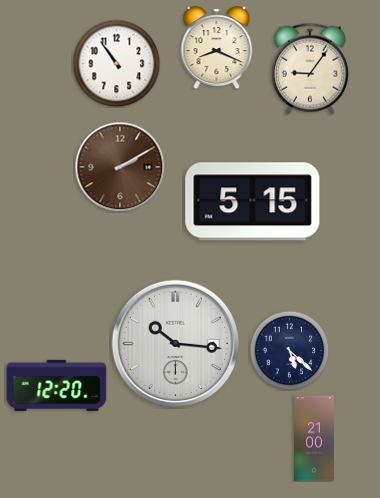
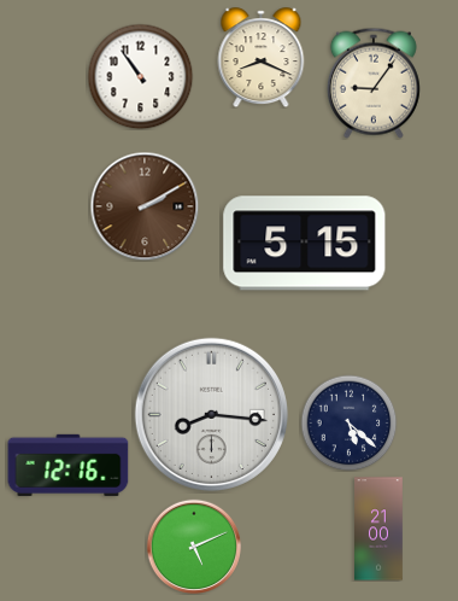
clock at (120, 167) position: (120, 167) -> (145, 206)
clock at (175, 343): 10:16 -> 8:16
clock at (57, 385): 12:20 -> 12:16
clock at (194, 547): none -> 5:11
